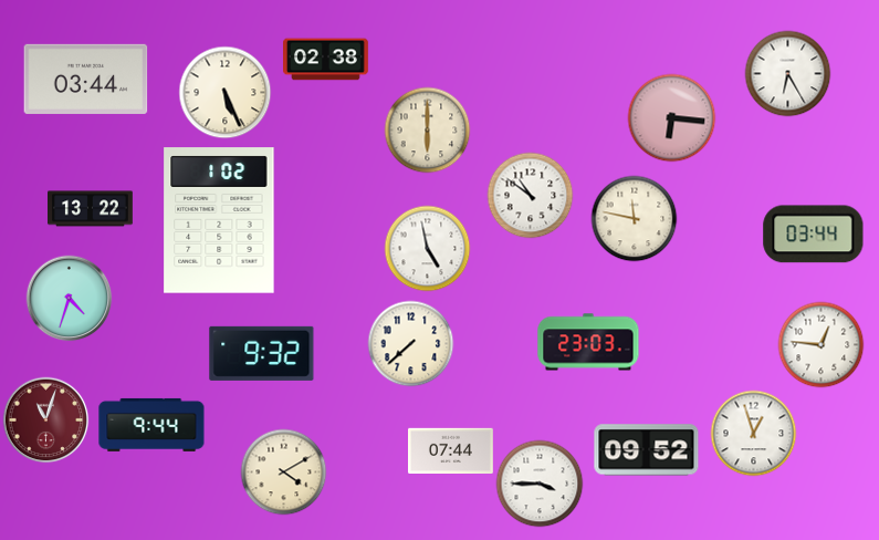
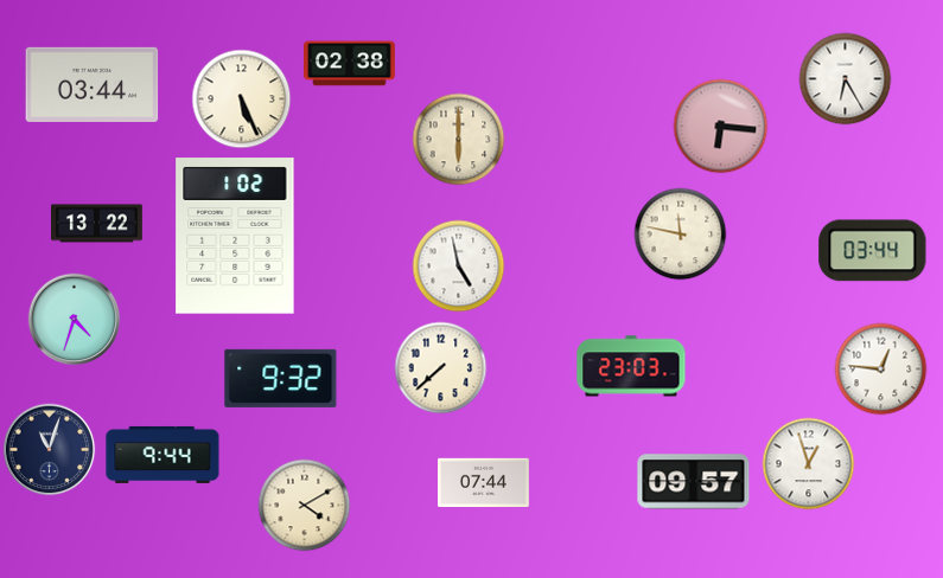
clock at (530, 195): 10:51 -> none
clock at (45, 419) dial: burgundy -> navy
clock at (647, 450): 09:52 -> 09:57
clock at (540, 484): 3:45 -> none
